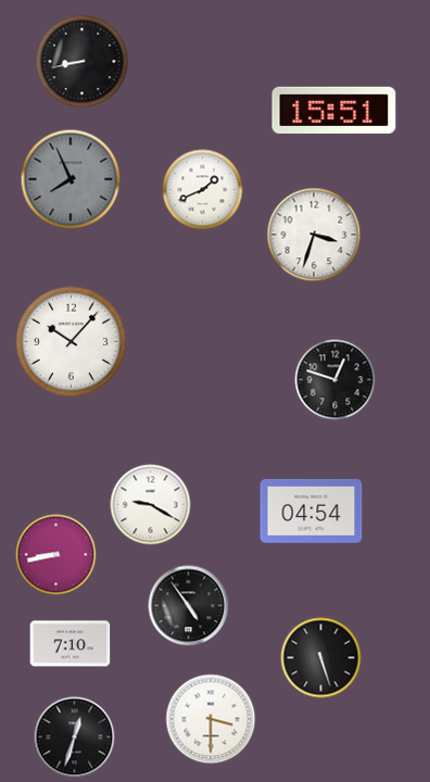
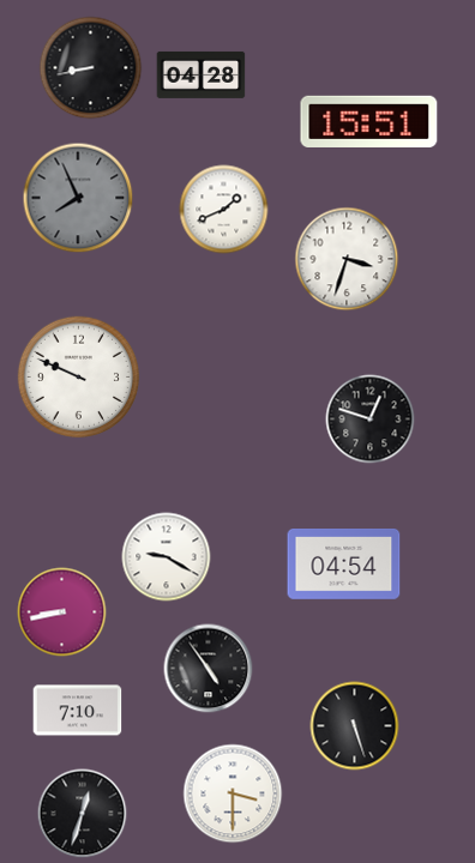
clock at (202, 74): none -> 04:28
clock at (71, 341): 10:07 -> 9:49
